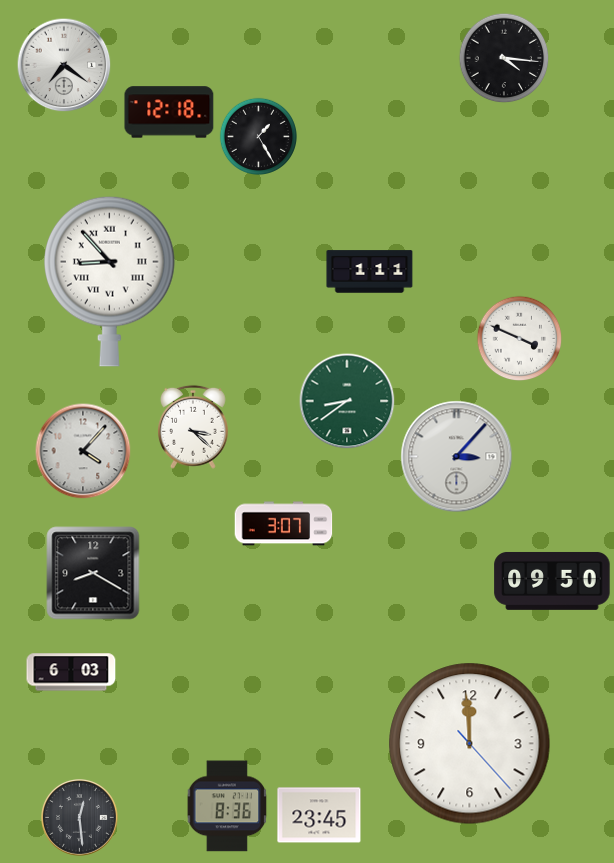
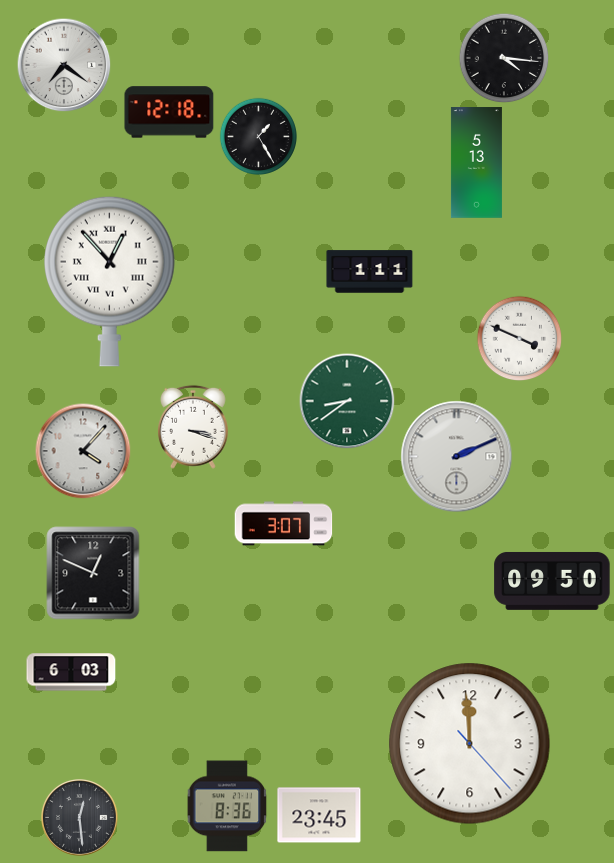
clock at (476, 163): none -> 5:13
clock at (110, 281): 8:53 -> 12:53
clock at (193, 427): 3:22 -> 3:18
clock at (457, 457): 3:07 -> 2:11
clock at (93, 573): 8:20 -> 12:49
